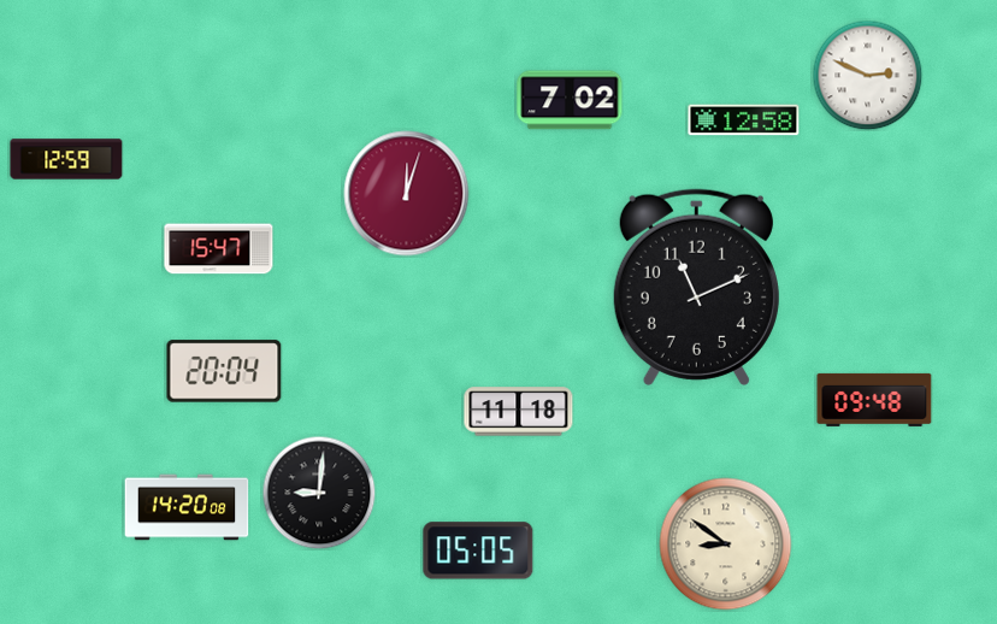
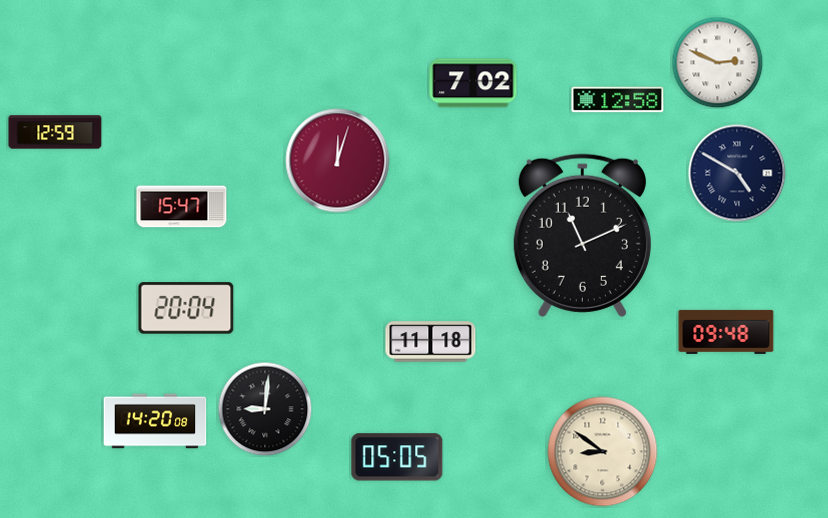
clock at (867, 75) position: (867, 75) -> (717, 62)
clock at (737, 173): none -> 4:50
clock at (696, 287) position: (696, 287) -> (582, 235)
